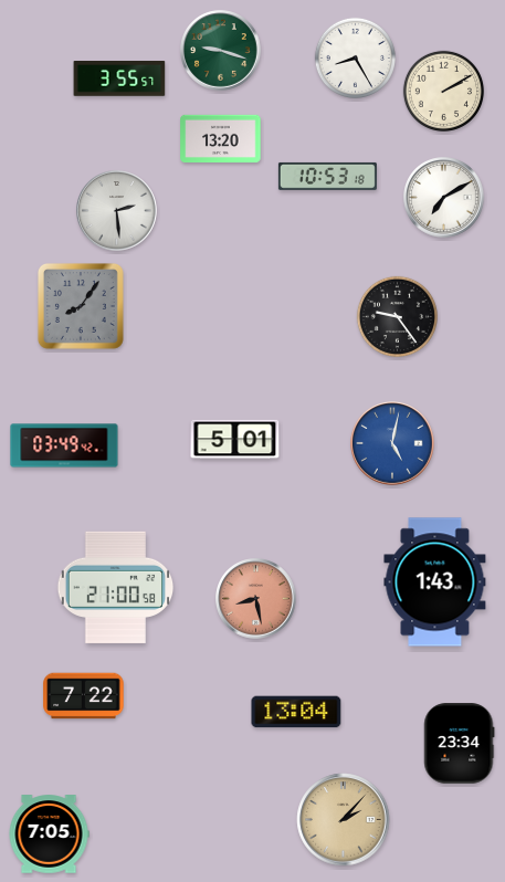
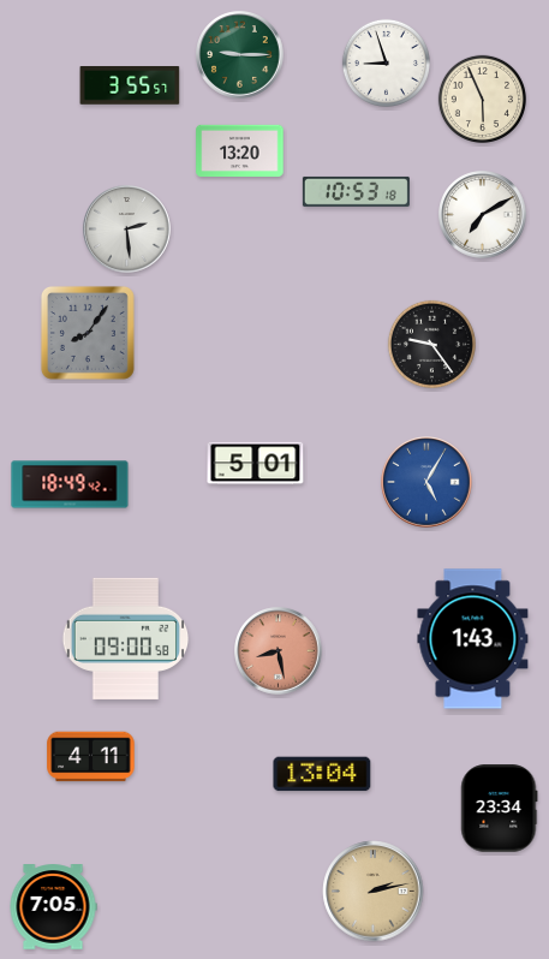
clock at (221, 51): 9:18 -> 9:15
clock at (355, 57): 8:25 -> 8:57
clock at (443, 91): 2:10 -> 5:56
clock at (235, 440) position: (235, 440) -> (256, 464)
clock at (392, 443): 5:02 -> 5:05
clock at (64, 445): 03:49 -> 18:49
clock at (435, 582) position: (435, 582) -> (473, 639)
clock at (116, 587): 21:00 -> 09:00
clock at (84, 696): 7:22 -> 4:11
clock at (344, 820): 2:07 -> 2:13
